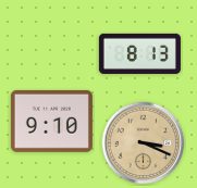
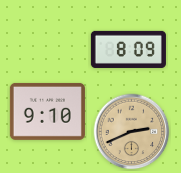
clock at (139, 53): 8:13 -> 8:09
clock at (144, 143): 3:19 -> 2:41
